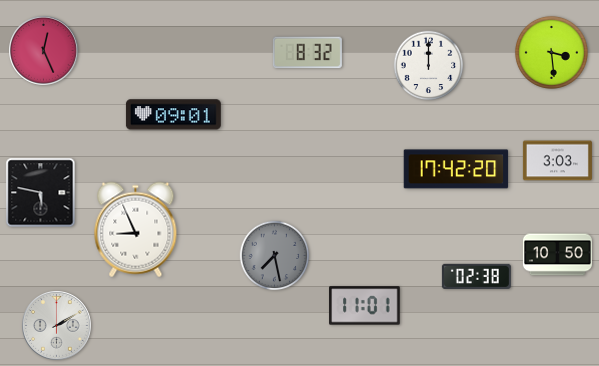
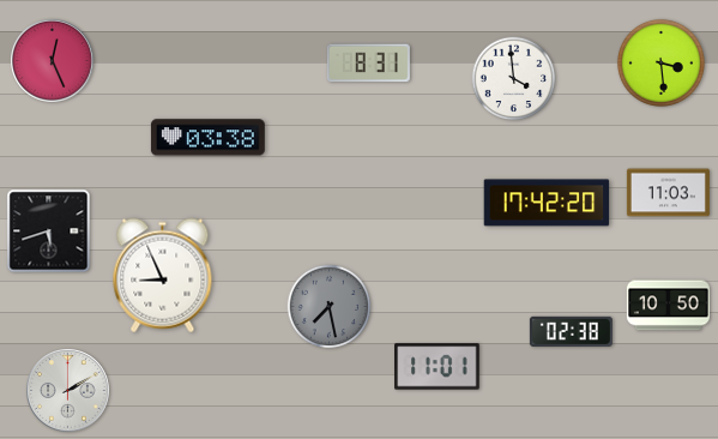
clock at (307, 53): 8:32 -> 8:31
clock at (429, 66): 12:00 -> 3:59
clock at (173, 115): 09:01 -> 03:38
clock at (557, 161): 3:03 -> 11:03
clock at (41, 193): 5:47 -> 5:42
